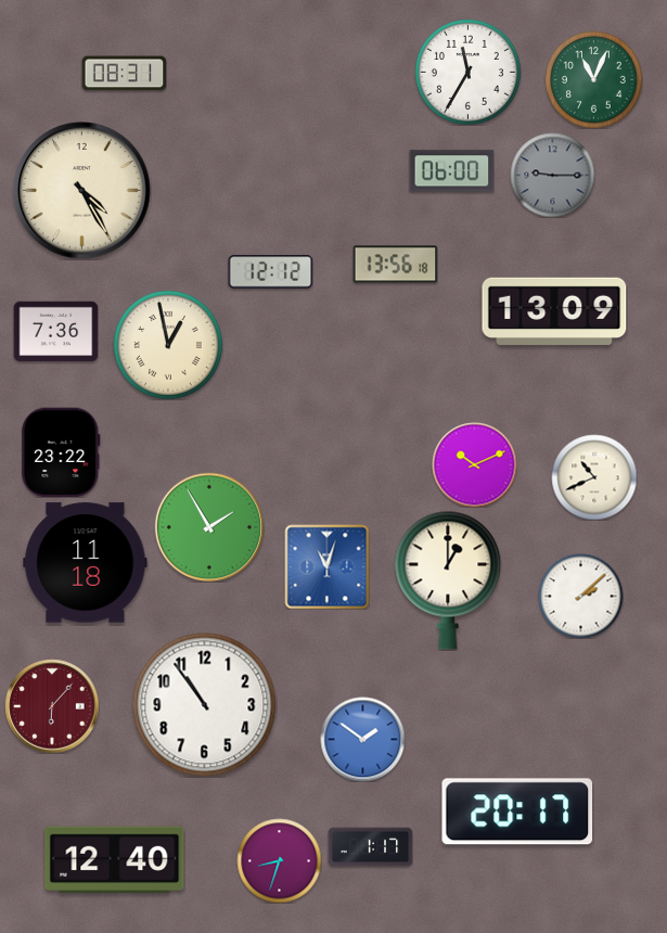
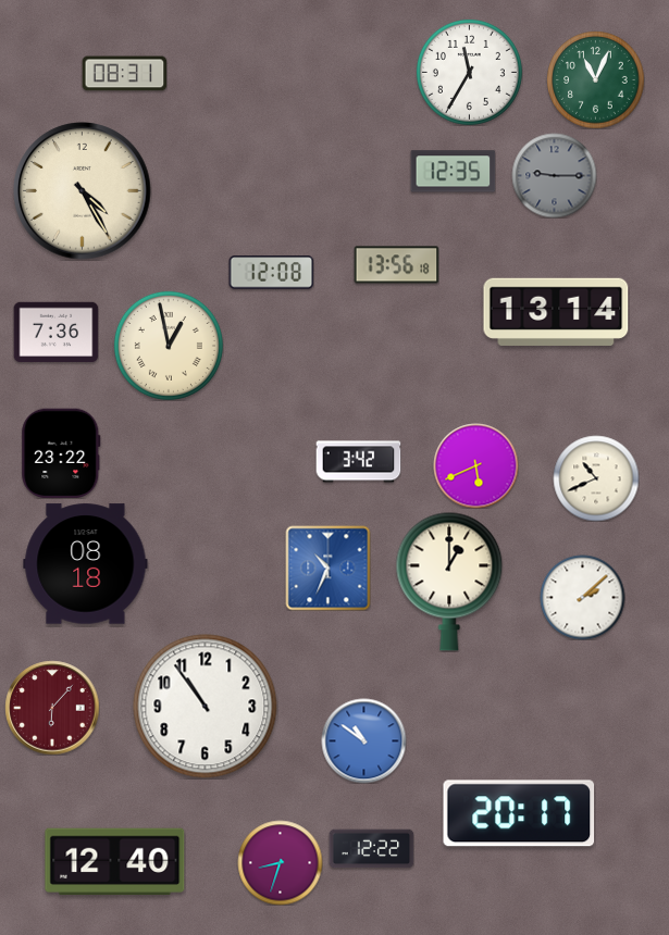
clock at (451, 171): 06:00 -> 12:35
clock at (270, 272): 12:12 -> 12:08
clock at (554, 311): 13:09 -> 13:14
clock at (358, 462): none -> 3:42
clock at (474, 464): 10:11 -> 5:41
clock at (208, 526): 1:55 -> none
clock at (86, 563): 11:18 -> 08:18
clock at (326, 566): 11:03 -> 10:34
clock at (362, 739): 1:51 -> 10:51
clock at (370, 847): 1:17 -> 12:22
